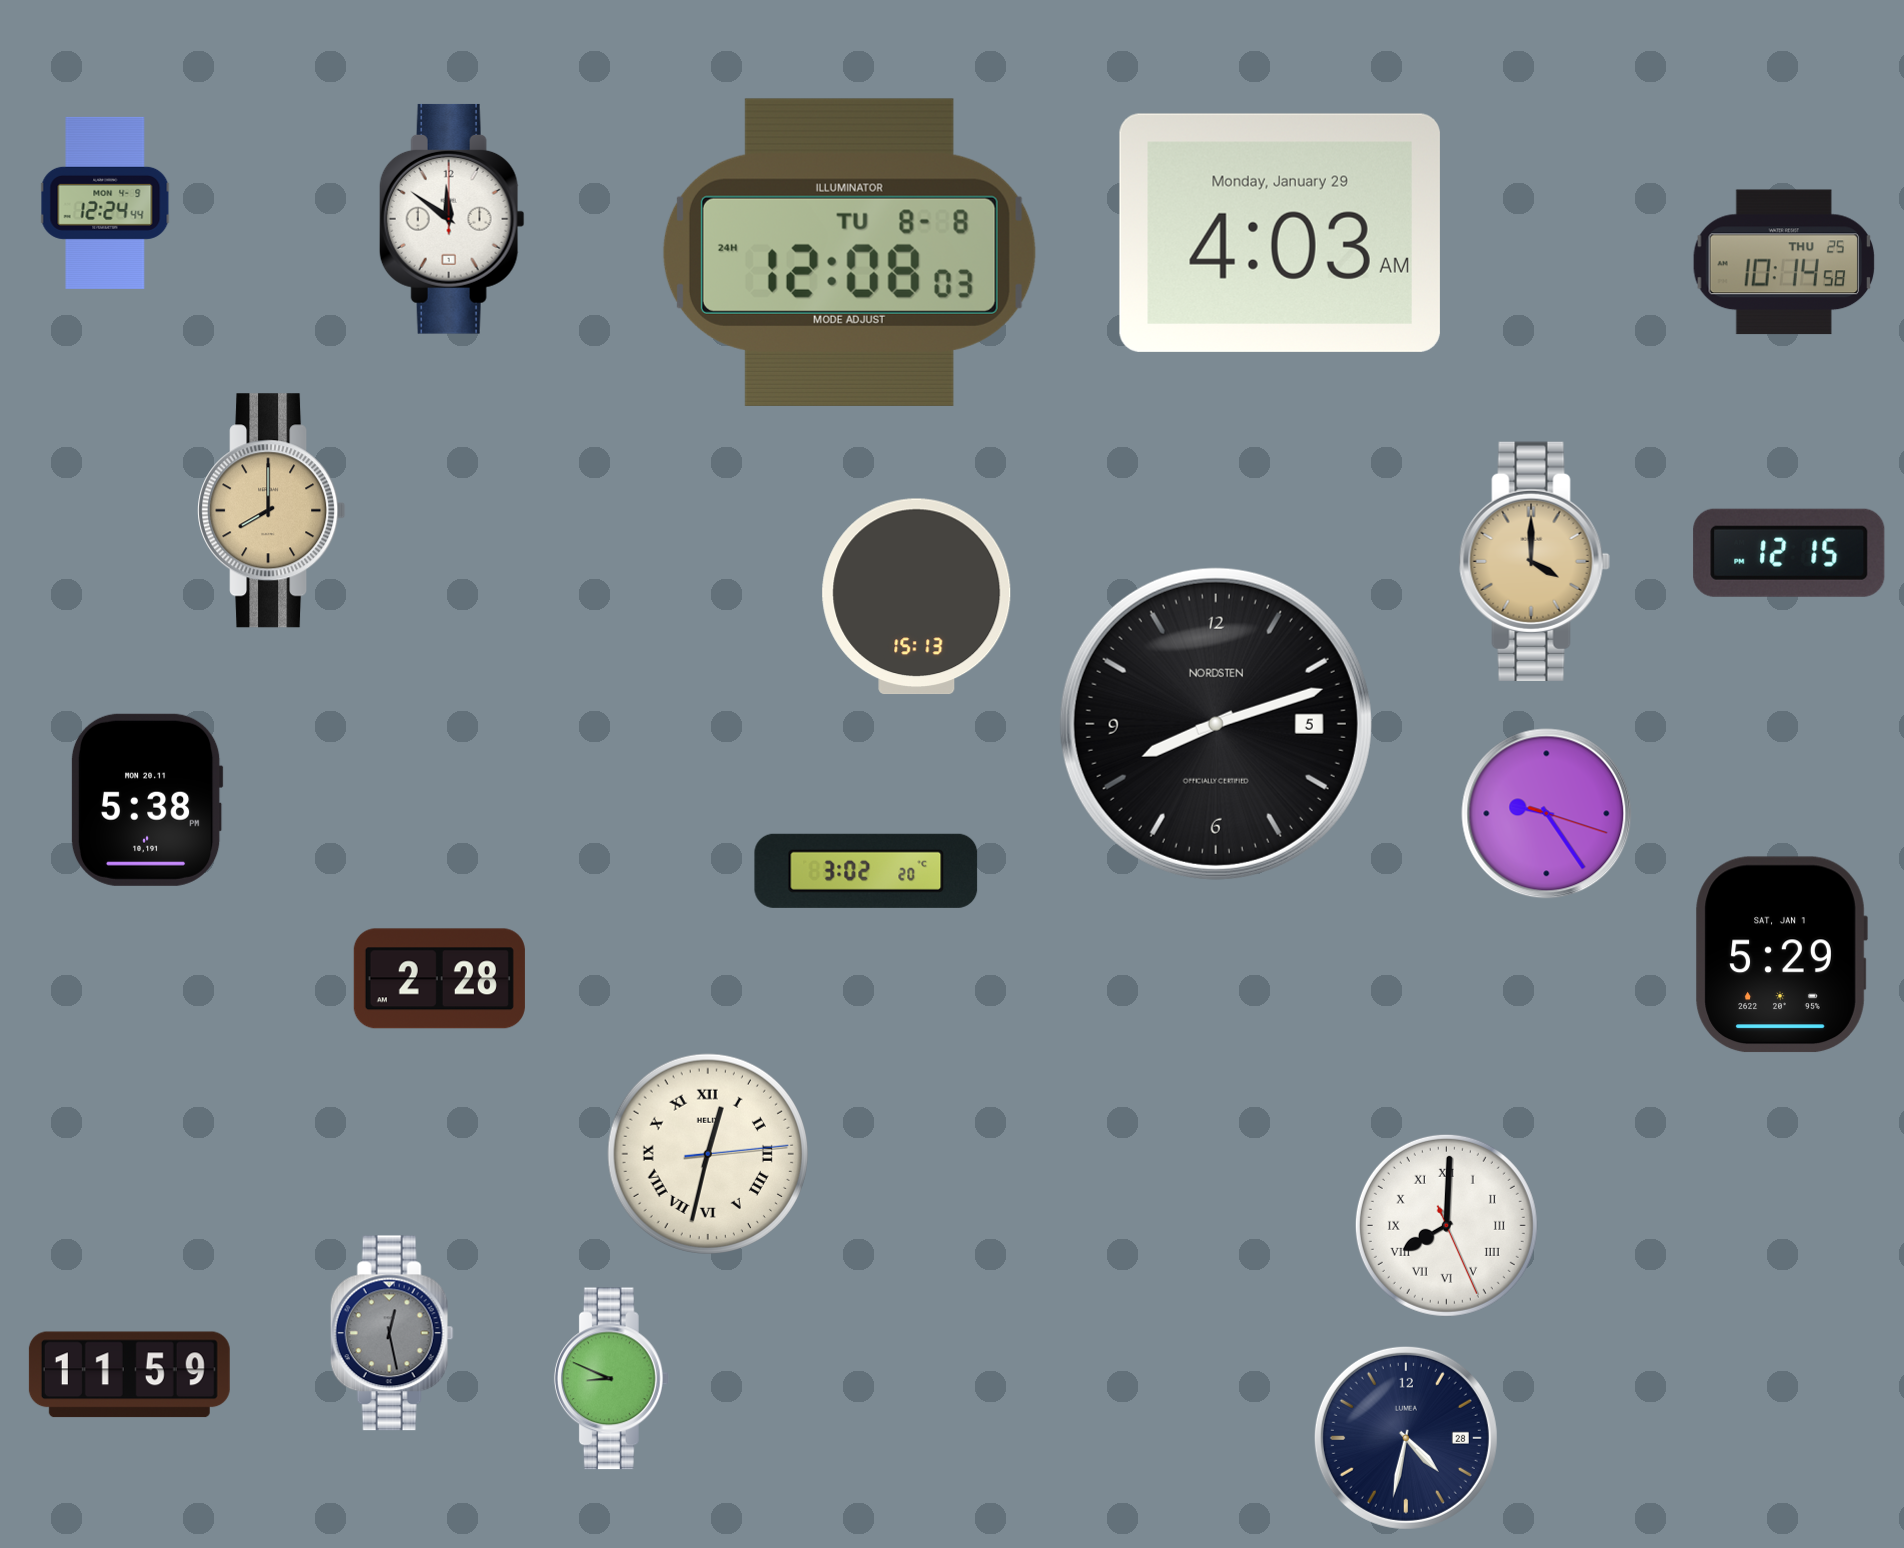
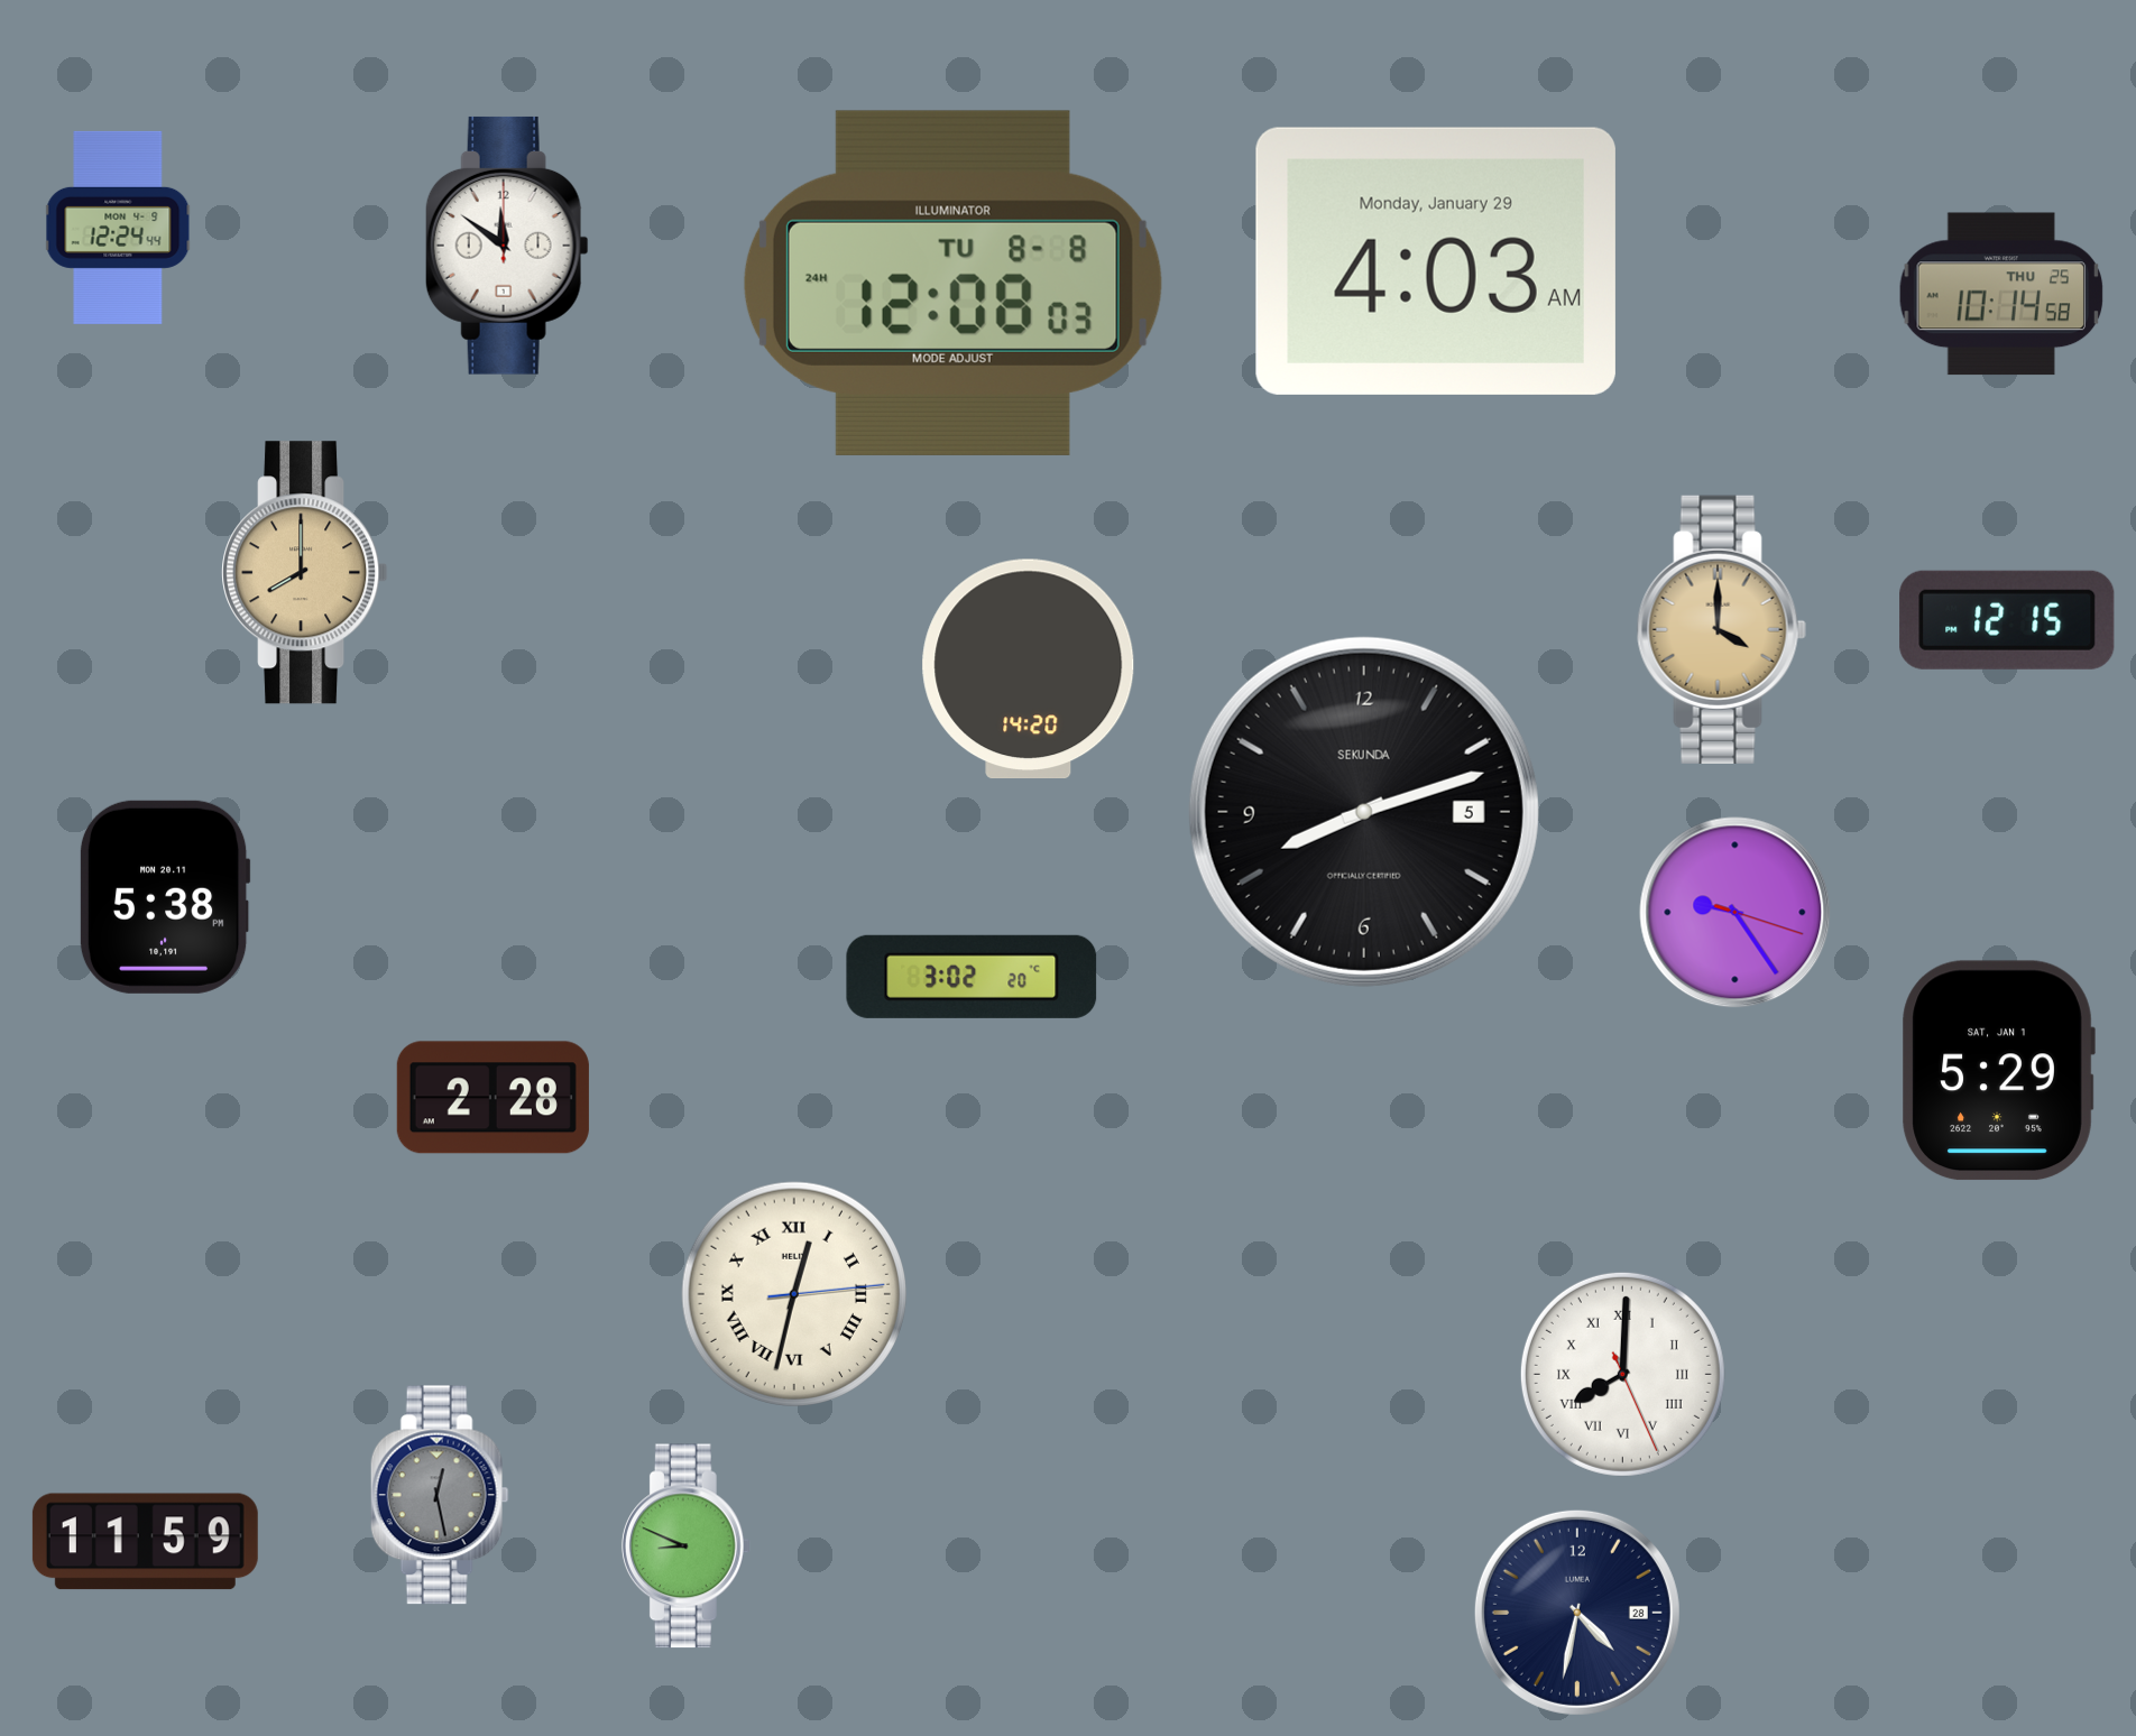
clock at (917, 597): 15:13 -> 14:20
clock at (1216, 724) brand: NORDSTEN -> SEKUNDA
